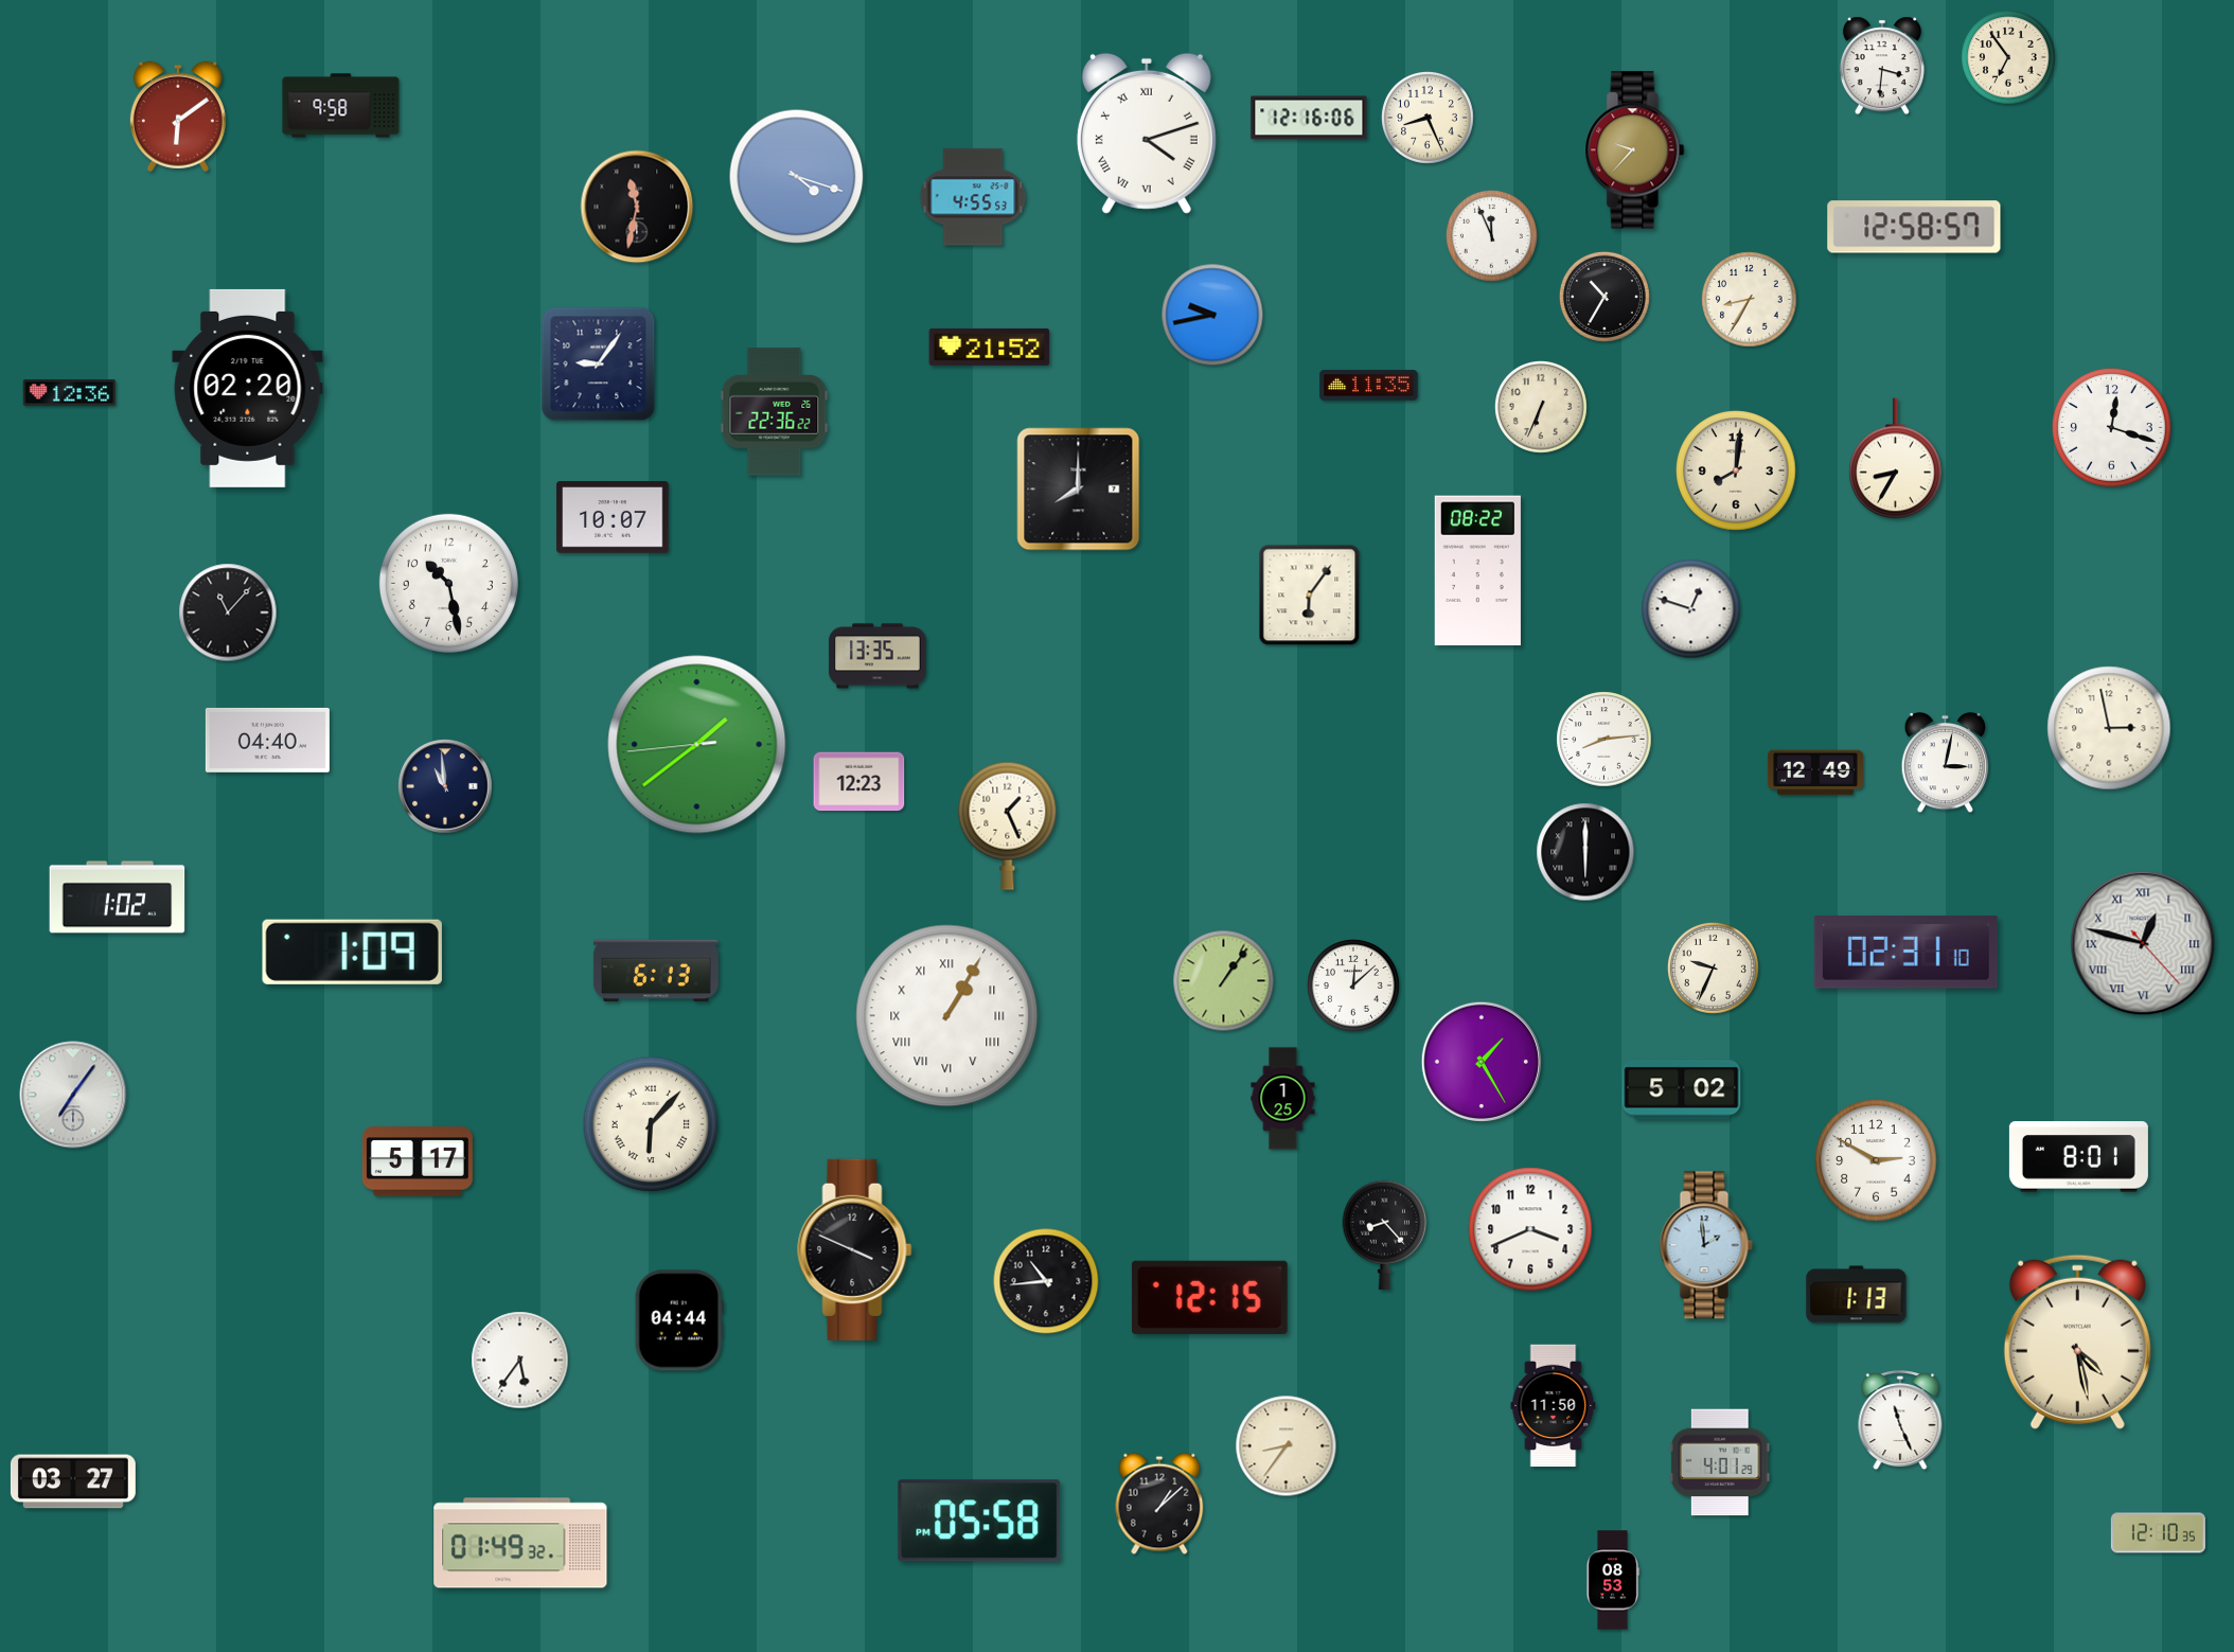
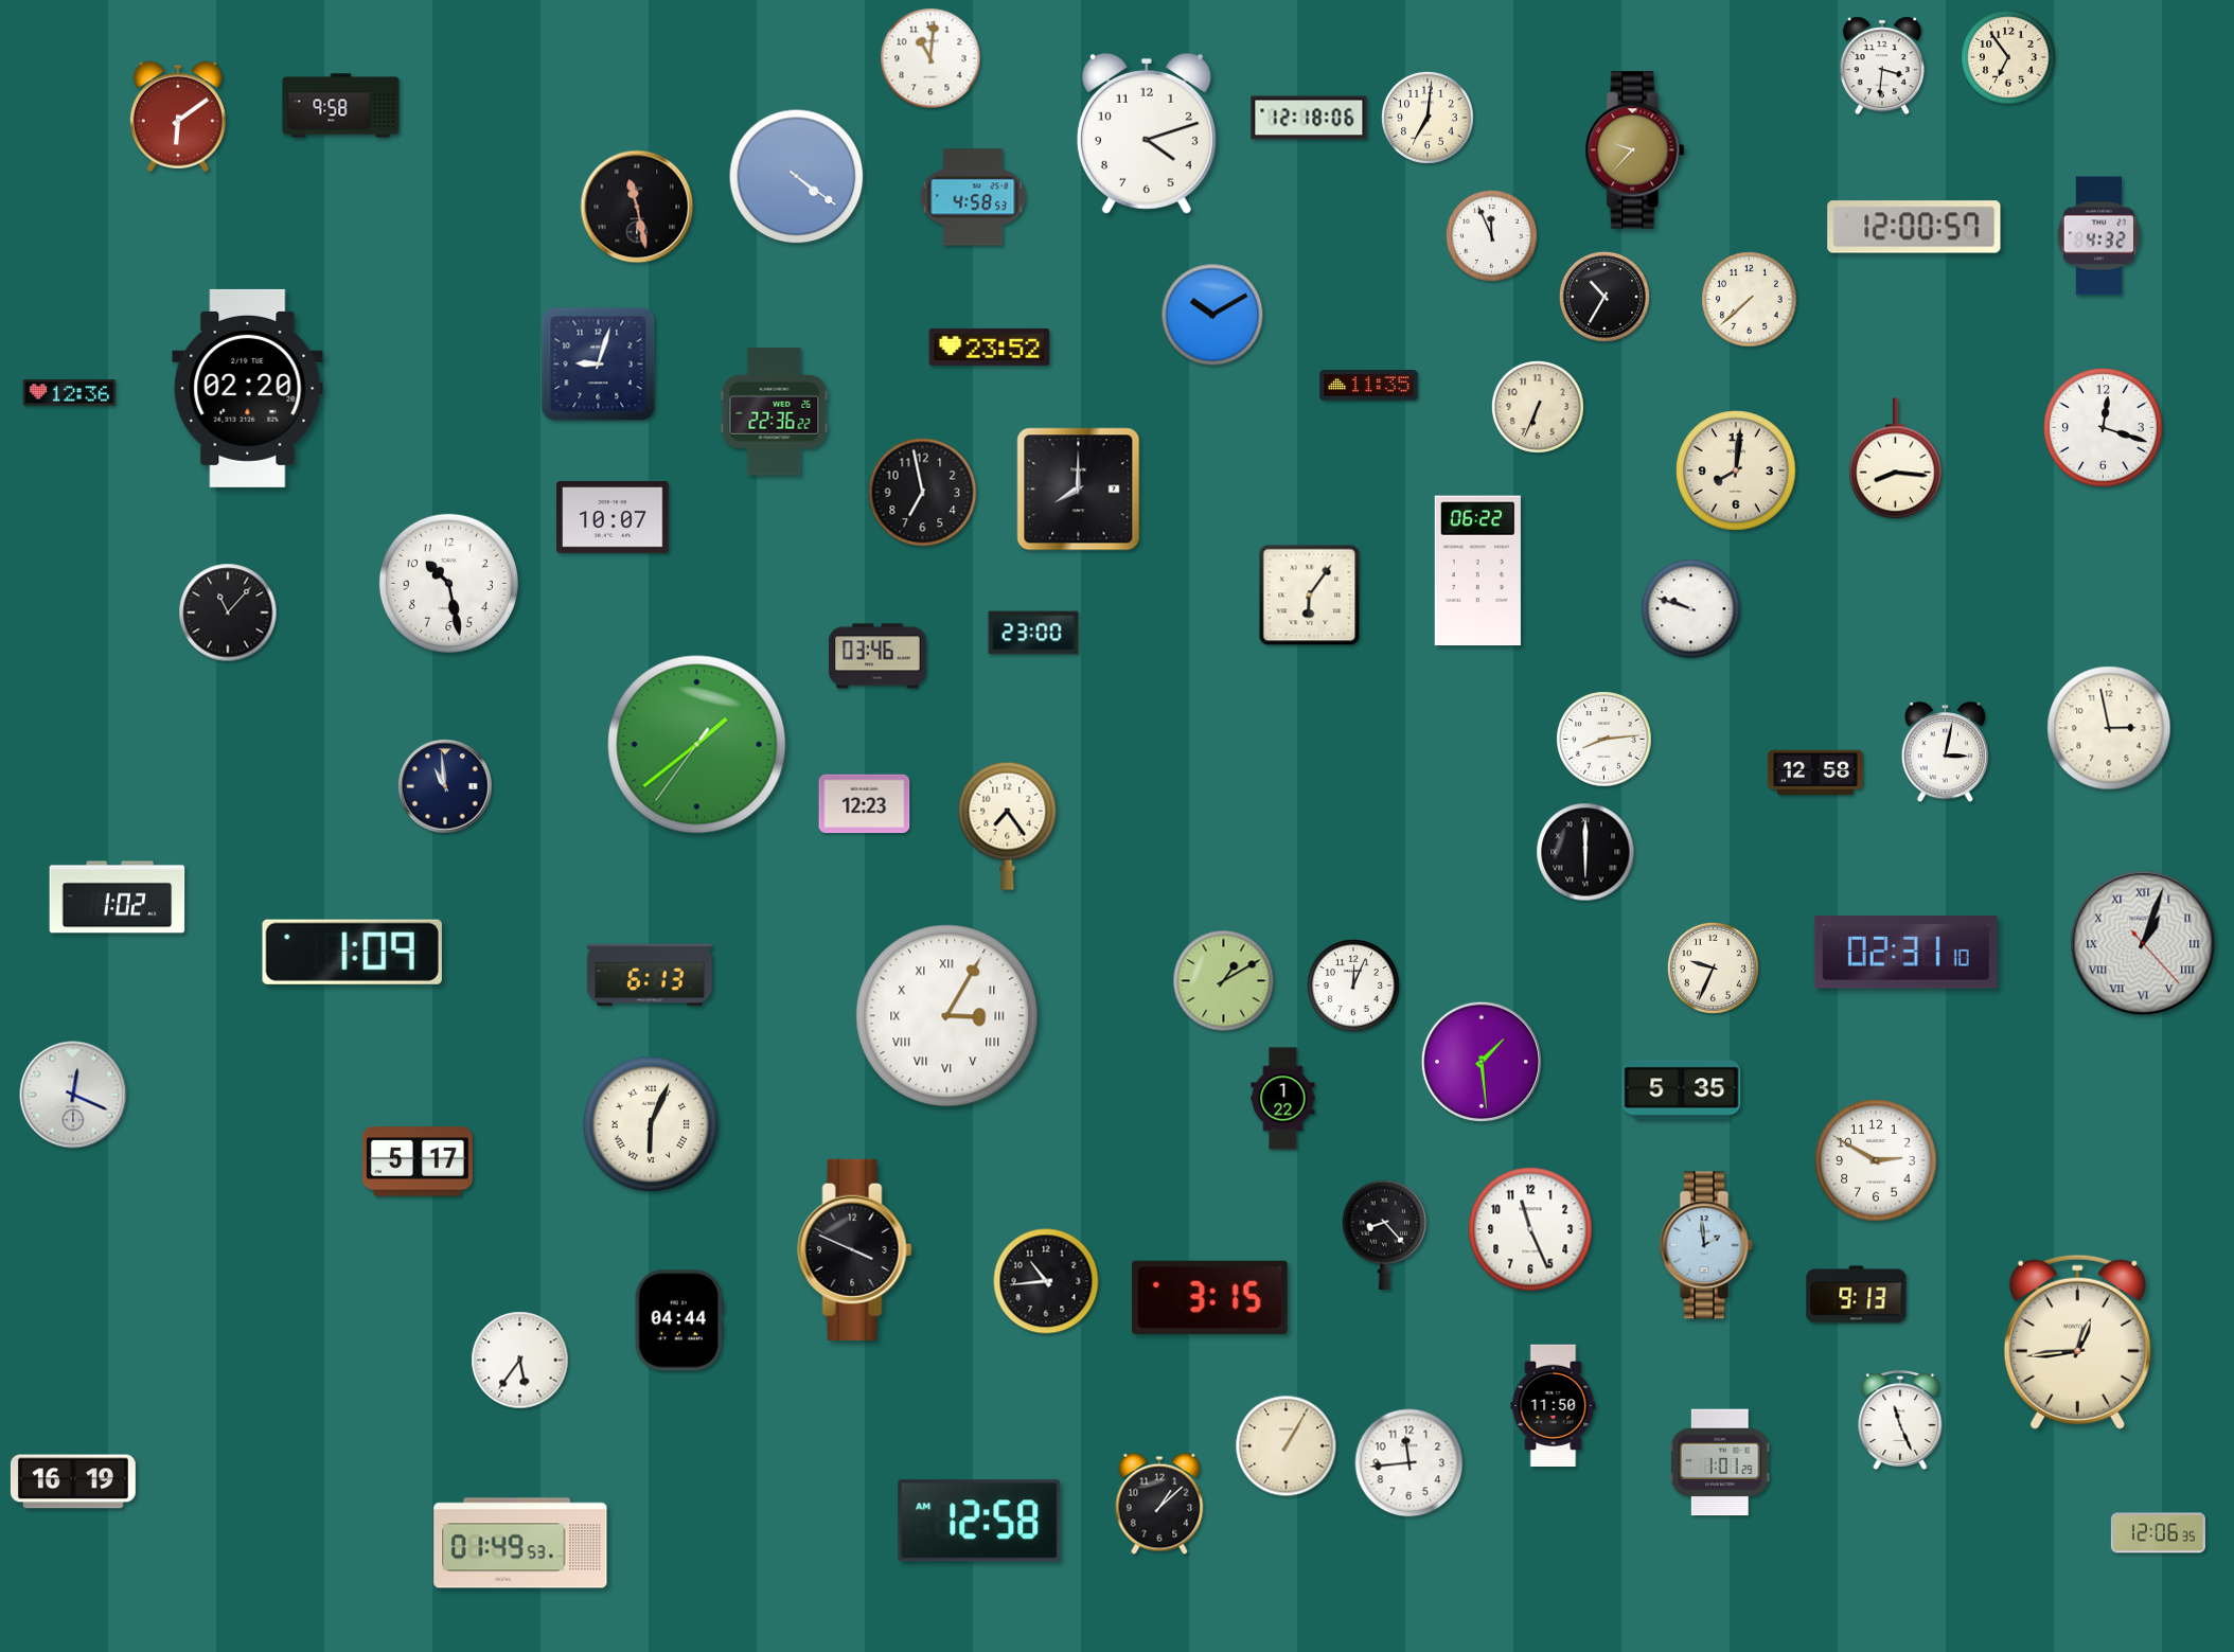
clock at (930, 58): none -> 11:01
clock at (1309, 118): 12:16 -> 12:18
clock at (1429, 119): 8:26 -> 7:01
clock at (1147, 134) numerals: Roman -> Arabic
clock at (797, 177): 4:18 -> 4:21
clock at (973, 197): 4:55 -> 4:58
clock at (637, 207): 11:32 -> 11:28
clock at (1914, 227): 12:58 -> 12:00
clock at (2099, 236): none -> 4:32
clock at (1750, 300): 8:35 -> 7:38
clock at (1212, 315): 9:43 -> 10:10
clock at (990, 347): 21:52 -> 23:52
clock at (599, 365): 9:06 -> 9:03
clock at (1542, 408) position: (1542, 408) -> (1539, 408)
clock at (2112, 428) position: (2112, 428) -> (2104, 428)
clock at (1896, 459): 8:35 -> 8:16
clock at (923, 493): none -> 6:58
clock at (1477, 571): 08:22 -> 06:22
clock at (1691, 609): 12:48 -> 9:48
clock at (1033, 633): none -> 23:00
clock at (877, 656): 13:35 -> 03:46
clock at (267, 740): 04:40 -> none
clock at (697, 745): 1:38:44 -> 1:38:36
clock at (1946, 763) position: (1946, 763) -> (1946, 752)
clock at (1815, 772): 12:49 -> 12:58
clock at (859, 782) position: (859, 782) -> (865, 804)
clock at (1008, 825): 1:26 -> 7:24
clock at (2143, 943): 12:47 -> 1:03
clock at (656, 971) position: (656, 971) -> (650, 975)
clock at (1224, 981): 1:06 -> 1:10
clock at (1354, 987): 12:08 -> 12:04
clock at (947, 1016): 1:05 -> 3:05
clock at (1482, 1062): 1:25 -> 1:29
clock at (1682, 1090): 5:02 -> 5:35
clock at (73, 1095): 7:06 -> 12:19
clock at (1283, 1099): 1:25 -> 1:22
clock at (651, 1124): 6:07 -> 6:04
clock at (2078, 1157): 8:01 -> none
clock at (1530, 1229): 3:41 -> 11:26
clock at (1857, 1295): 1:13 -> 9:13
clock at (1209, 1297): 12:15 -> 3:15
clock at (2077, 1342): 4:28 -> 12:44
clock at (1287, 1446): 8:36 -> 1:05
clock at (1720, 1462): 4:01 -> 1:01
clock at (1409, 1463): none -> 11:44
clock at (73, 1481): 03:27 -> 16:19
clock at (979, 1521): 05:58 -> 12:58
clock at (2158, 1533): 12:10 -> 12:06
clock at (520, 1543): 01:49:32 -> 01:49:53
clock at (1613, 1580): 08:53 -> none
